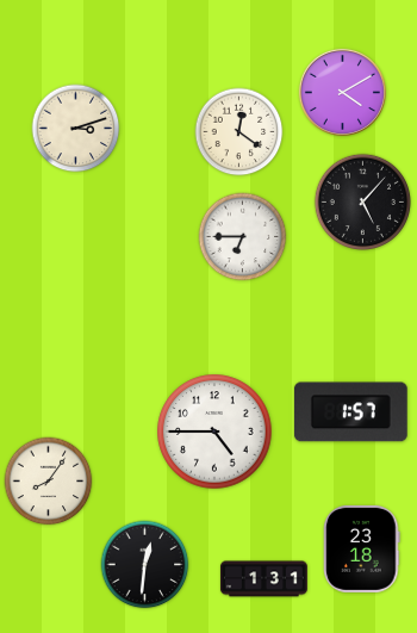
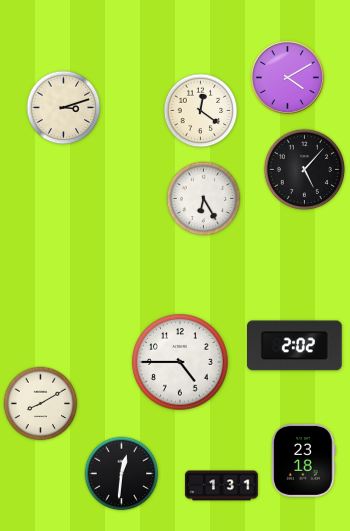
clock at (243, 237): 6:45 -> 6:25
clock at (350, 412): 1:57 -> 2:02
clock at (49, 482): 8:06 -> 8:10
